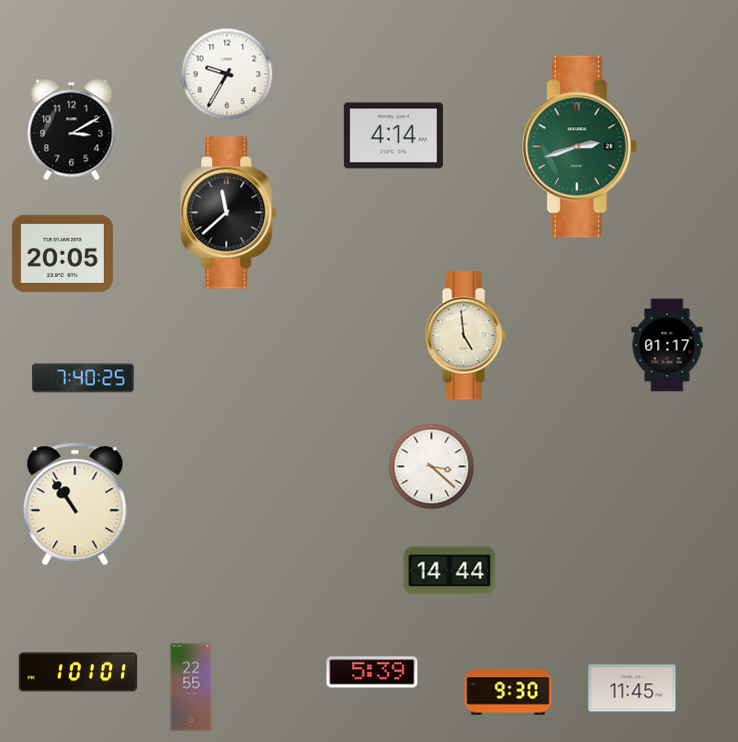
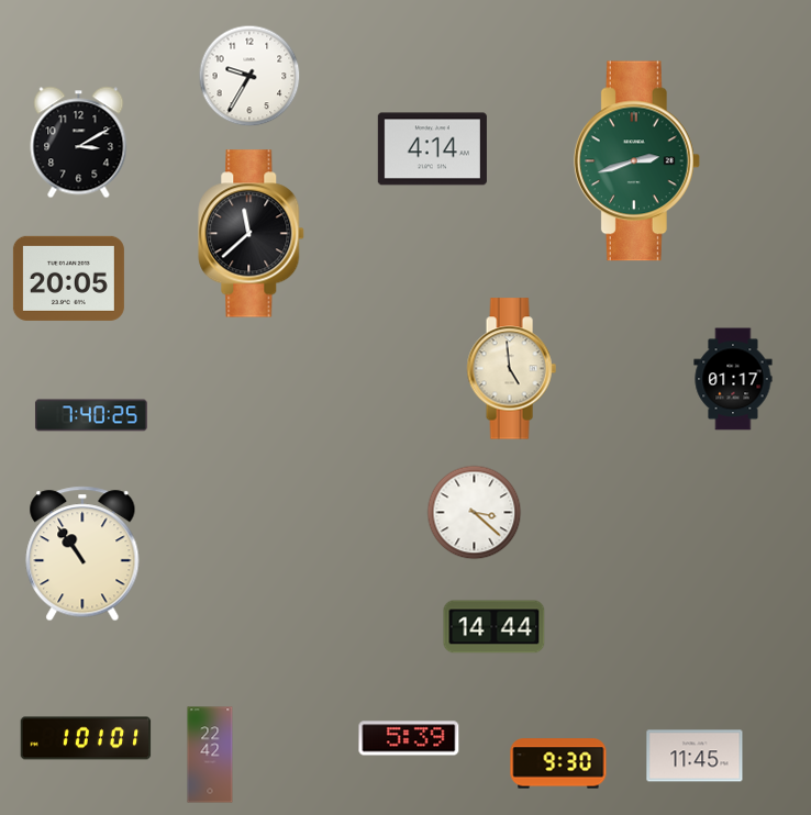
clock at (227, 74) position: (227, 74) -> (249, 76)
clock at (191, 687): 22:55 -> 22:42
clock at (508, 692) position: (508, 692) -> (558, 763)
